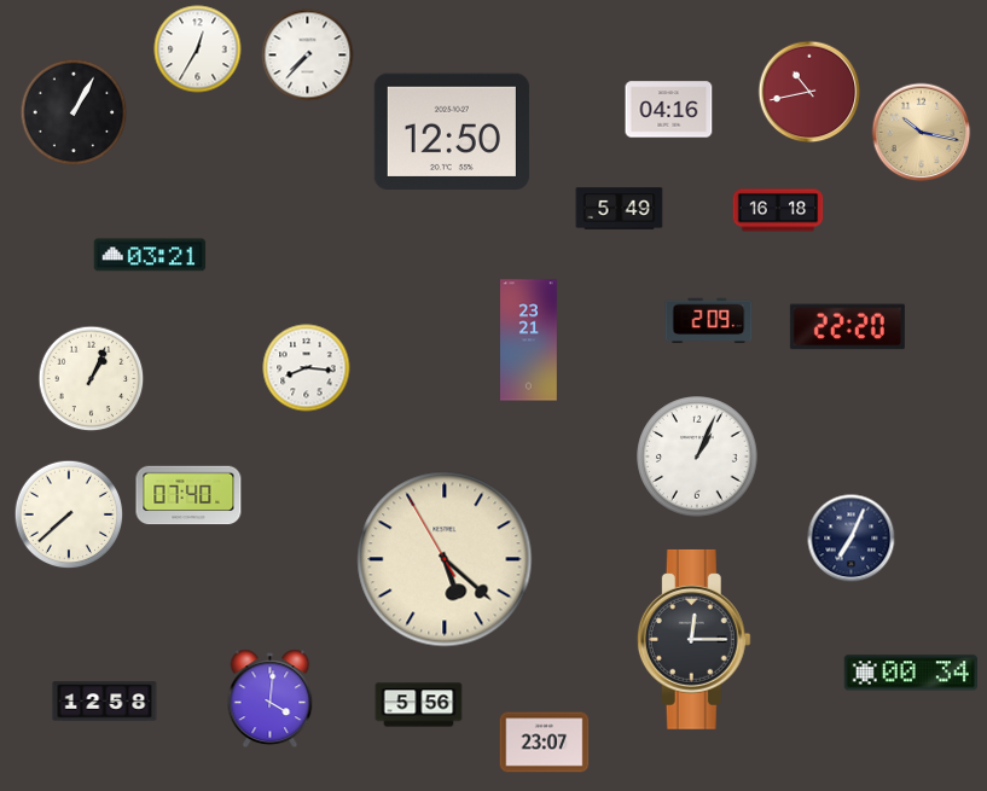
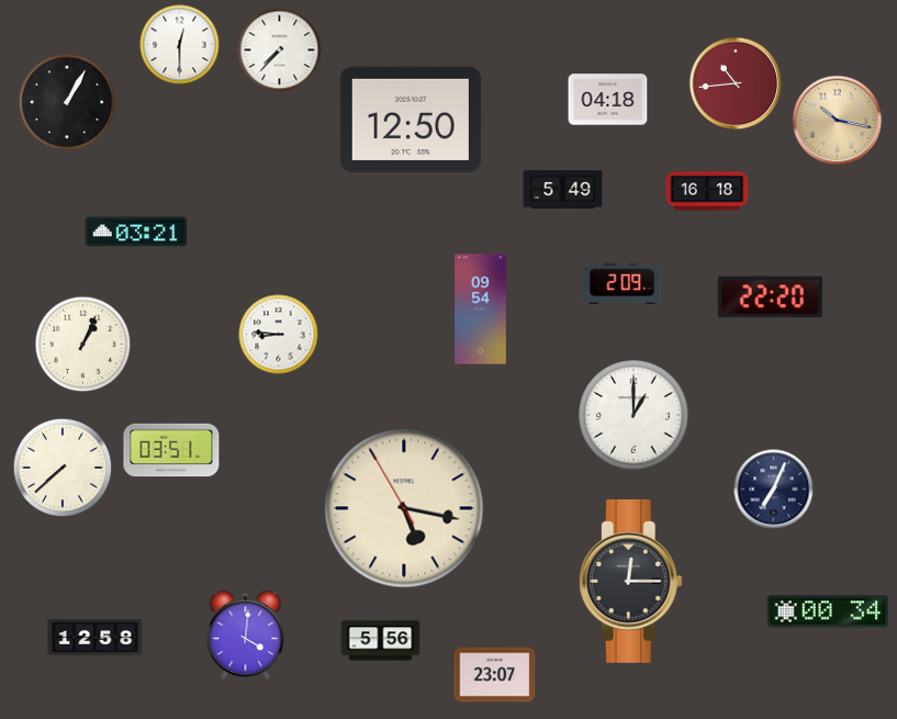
clock at (198, 50): 12:35 -> 12:30
clock at (809, 92): 10:43 -> 10:44
clock at (669, 110): 04:16 -> 04:18
clock at (709, 321) position: (709, 321) -> (623, 284)
clock at (529, 341): 23:21 -> 09:54
clock at (307, 368): 8:16 -> 8:46
clock at (697, 456): 1:04 -> 1:00
clock at (188, 495): 07:40 -> 03:51
clock at (445, 559): 5:21 -> 5:16
